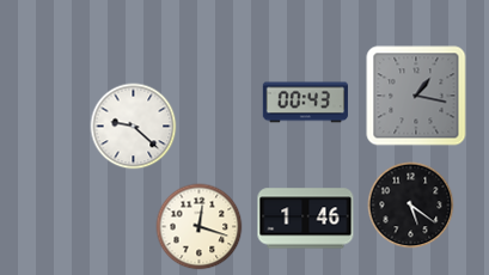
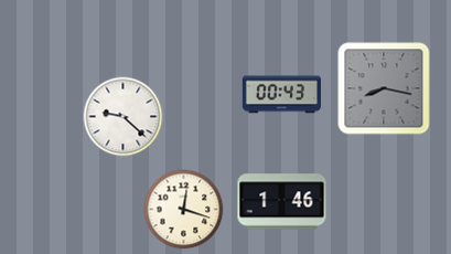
clock at (416, 96): 1:17 -> 8:17
clock at (411, 206): 5:21 -> none
